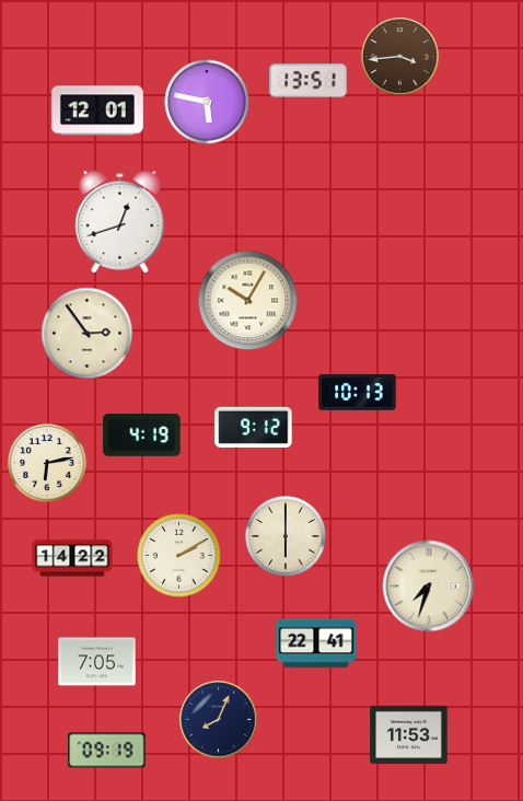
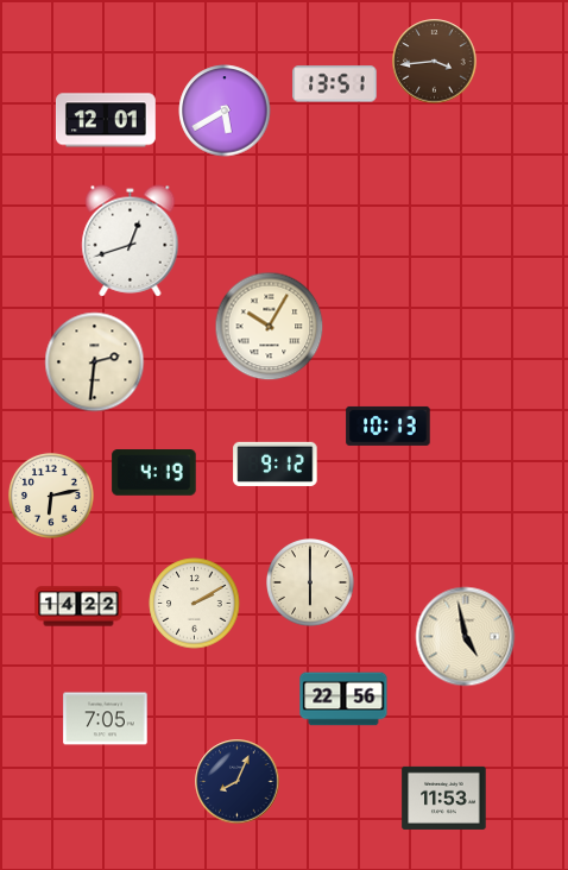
clock at (309, 81) position: (309, 81) -> (335, 84)
clock at (207, 102): 5:47 -> 5:40
clock at (88, 334): 2:54 -> 2:31
clock at (47, 463) position: (47, 463) -> (51, 496)
clock at (429, 587): 7:33 -> 4:58
clock at (316, 643): 22:41 -> 22:56
clock at (107, 751): 09:19 -> none
